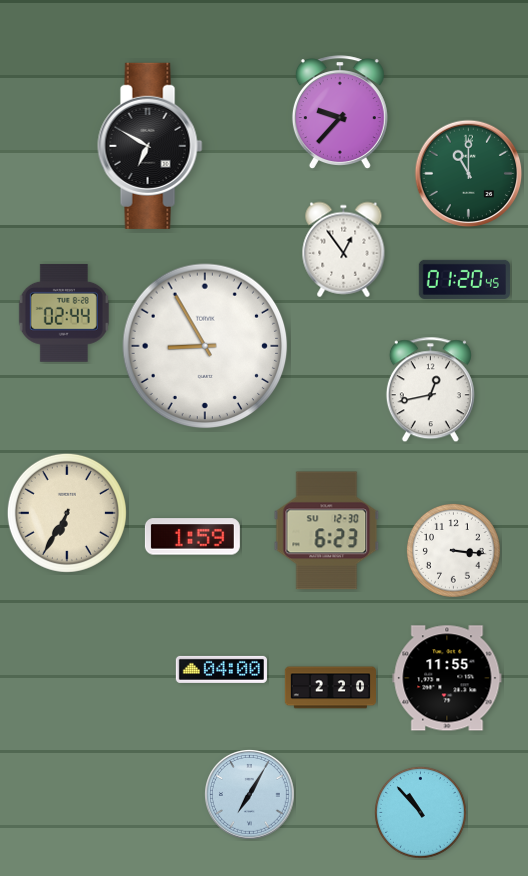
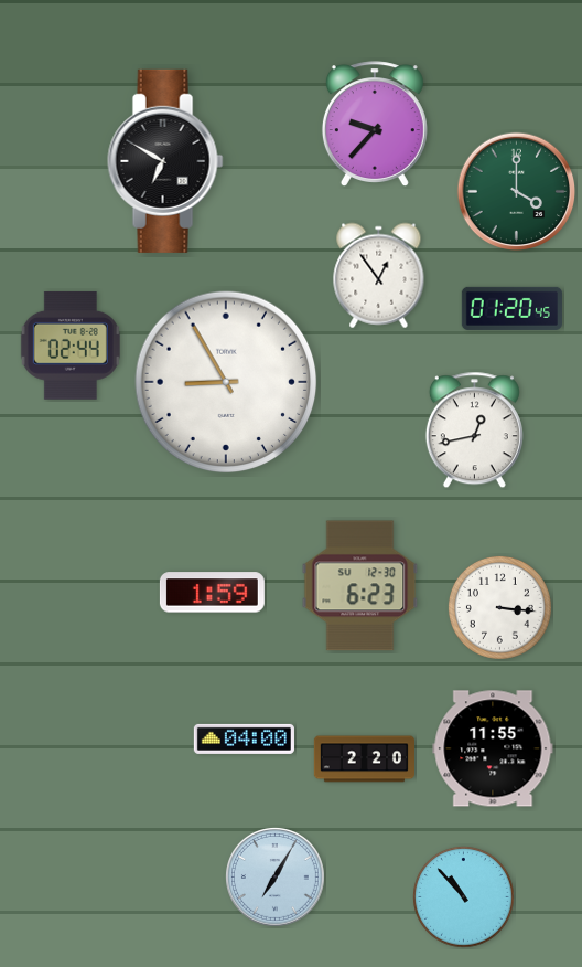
clock at (469, 174): 11:00 -> 4:00
clock at (67, 513): 6:35 -> none
